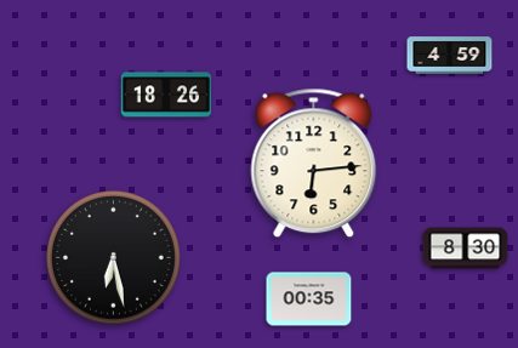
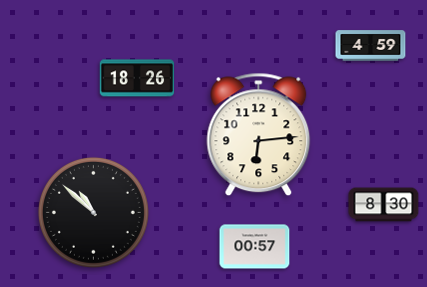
clock at (113, 257): 6:28 -> 10:52
clock at (309, 299): 00:35 -> 00:57
